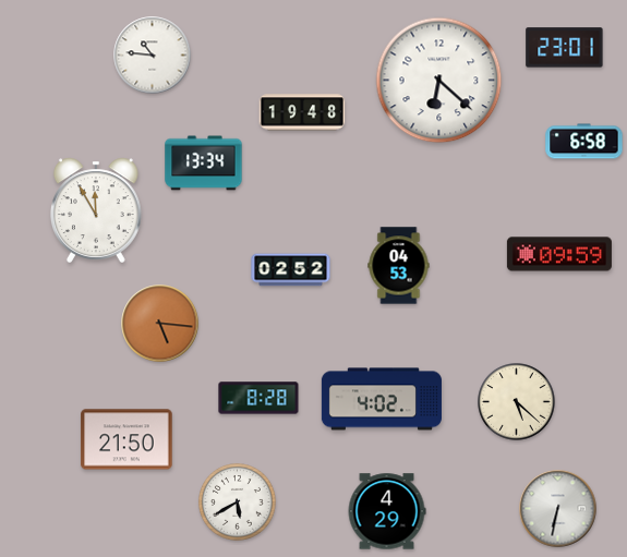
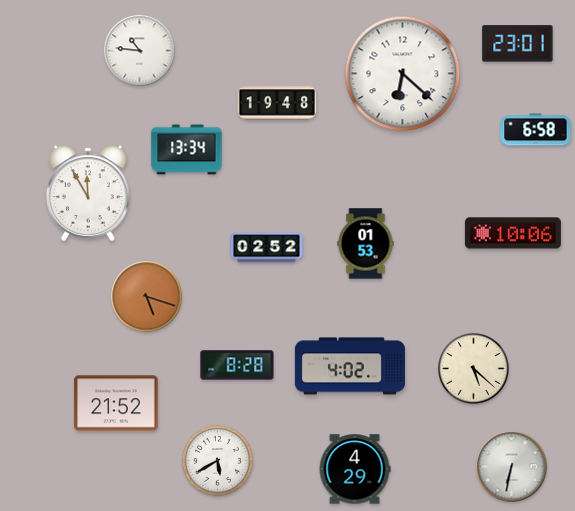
clock at (559, 254): 09:59 -> 10:06
clock at (399, 266): 04:53 -> 01:53
clock at (160, 324): 5:16 -> 5:18
clock at (126, 439): 21:50 -> 21:52
